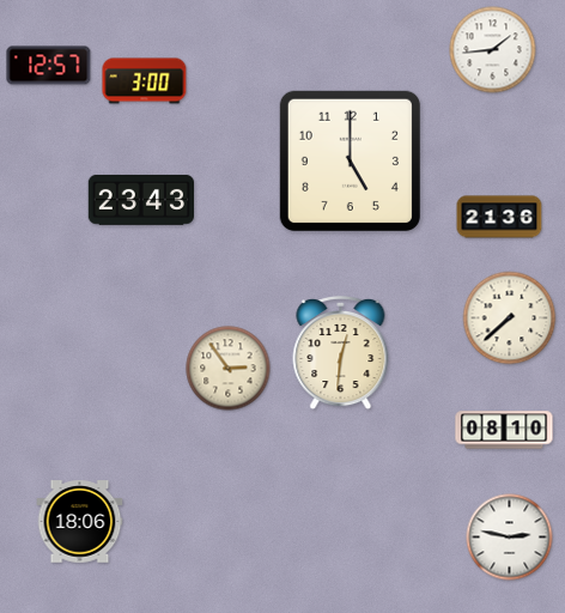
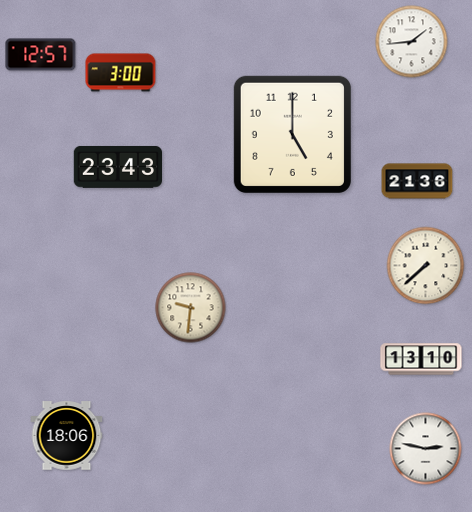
clock at (145, 81) position: (145, 81) -> (121, 73)
clock at (341, 353): 12:31 -> none
clock at (229, 369): 2:54 -> 9:31
clock at (504, 430): 08:10 -> 13:10
